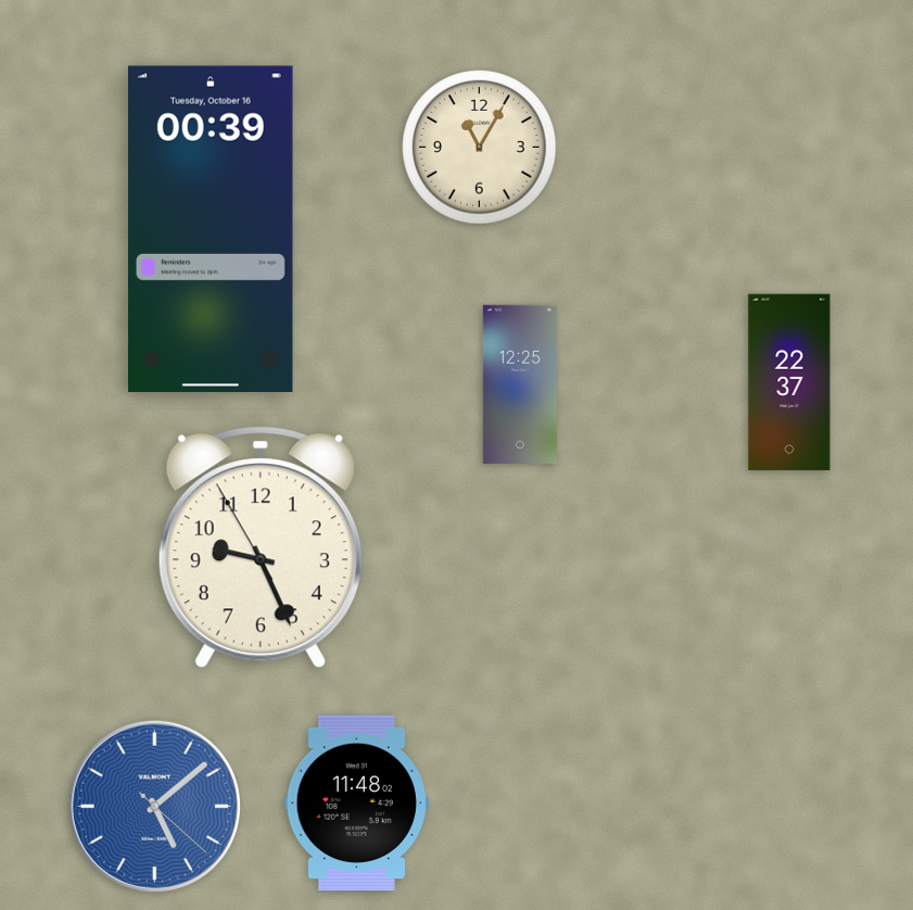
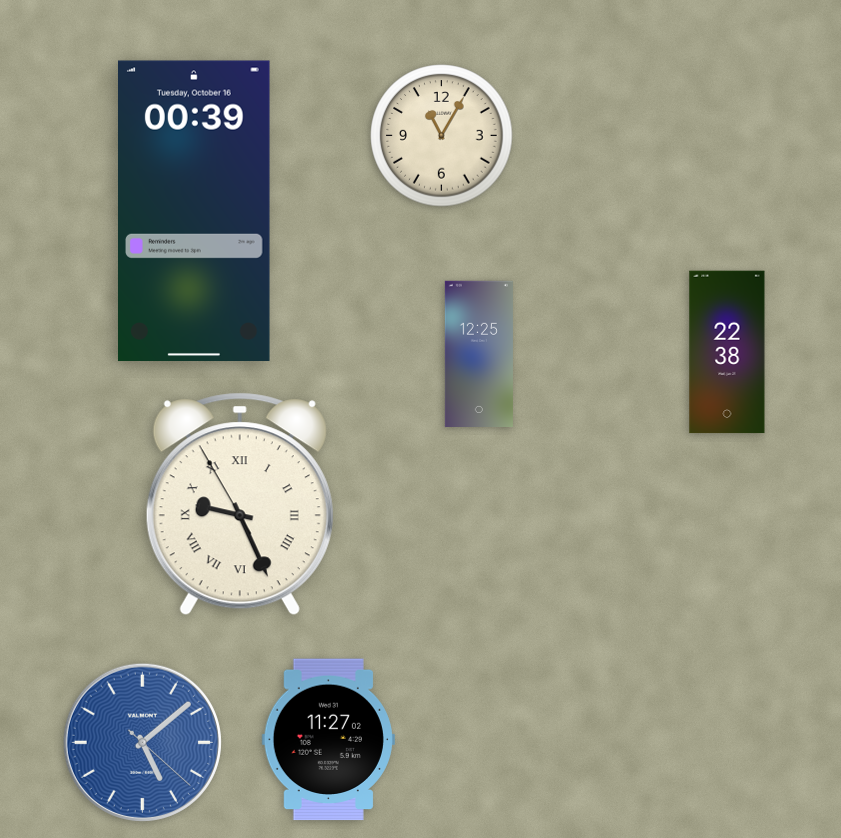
clock at (789, 382): 22:37 -> 22:38
clock at (261, 547) numerals: Arabic -> Roman
clock at (356, 804): 11:48 -> 11:27
